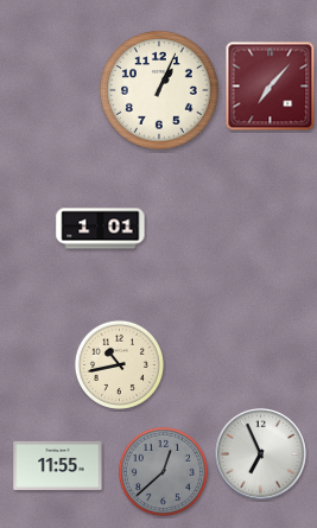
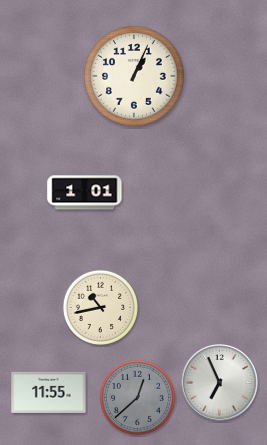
clock at (271, 87): 7:07 -> none
